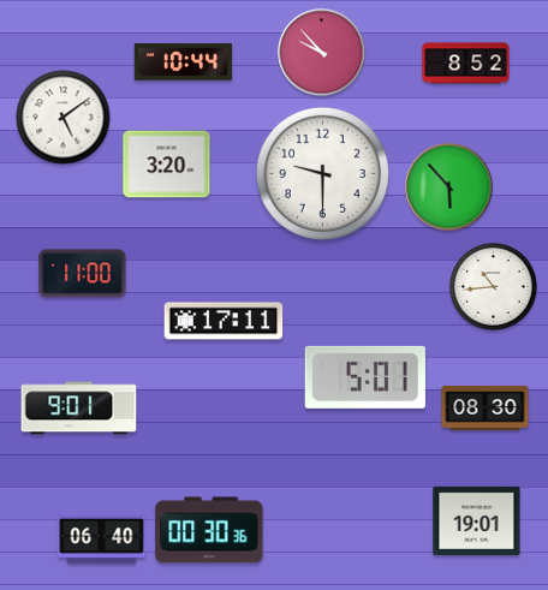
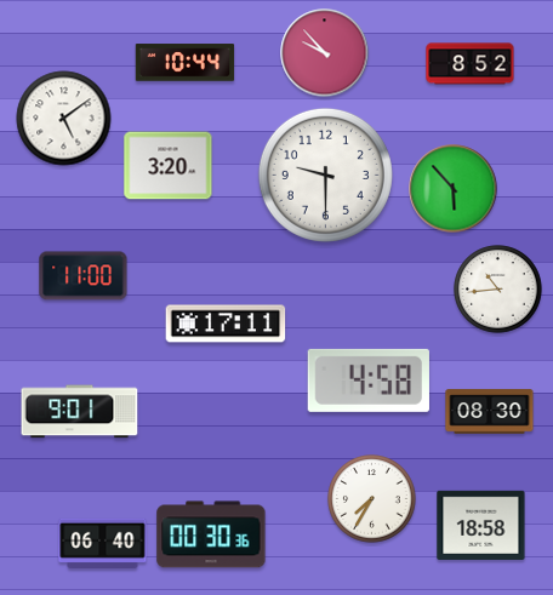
clock at (365, 377): 5:01 -> 4:58
clock at (372, 499): none -> 7:35
clock at (477, 520): 19:01 -> 18:58
